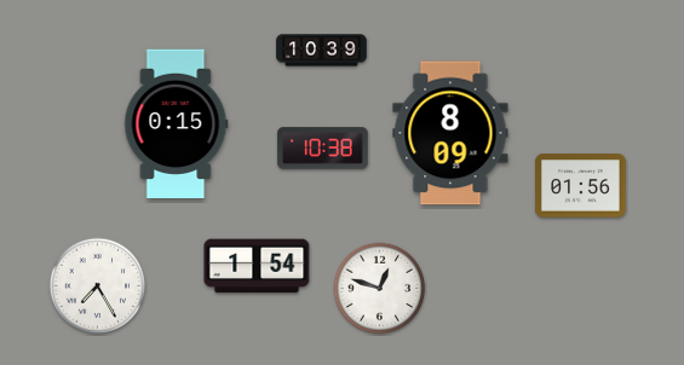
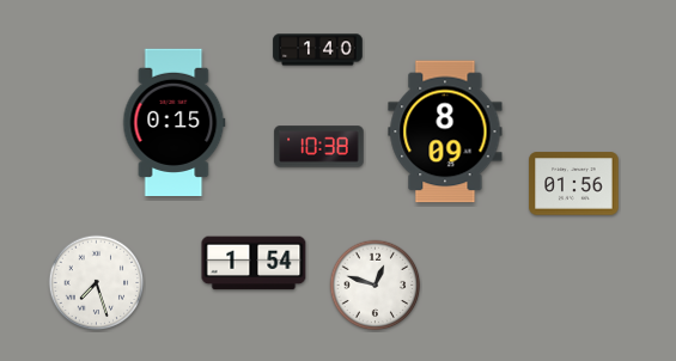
clock at (322, 51): 10:39 -> 1:40
clock at (98, 286): 7:25 -> 7:27
